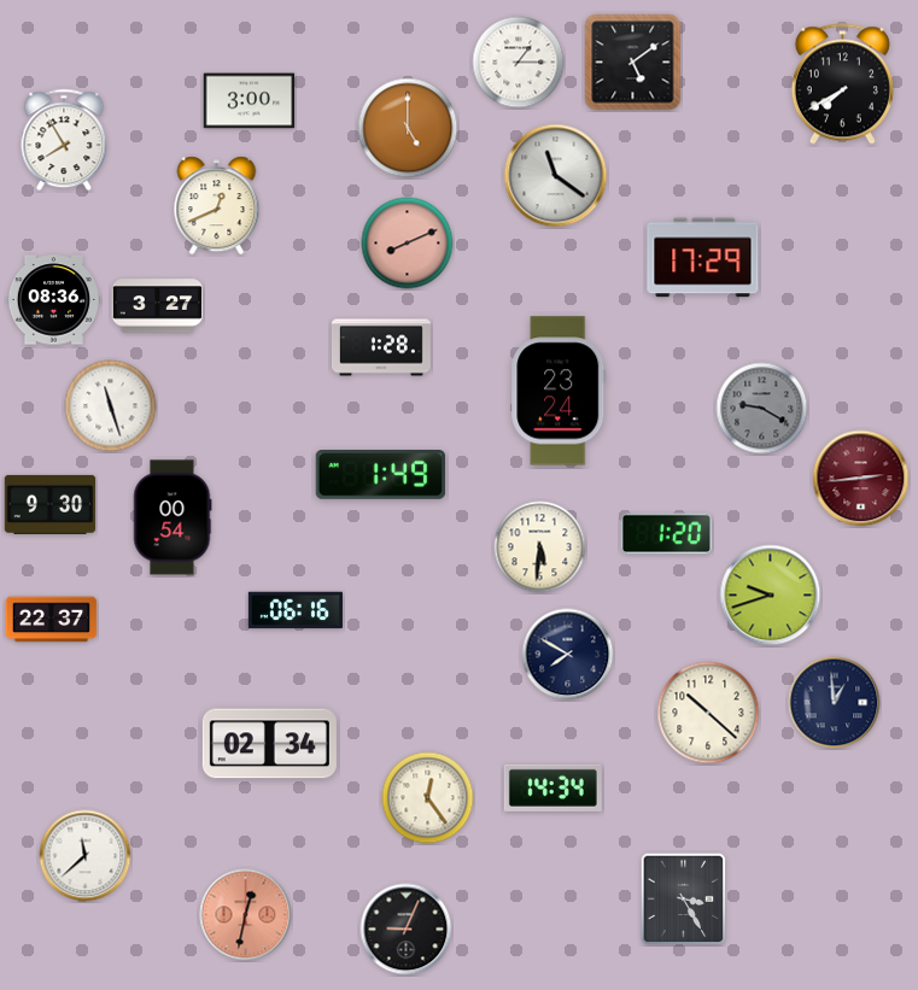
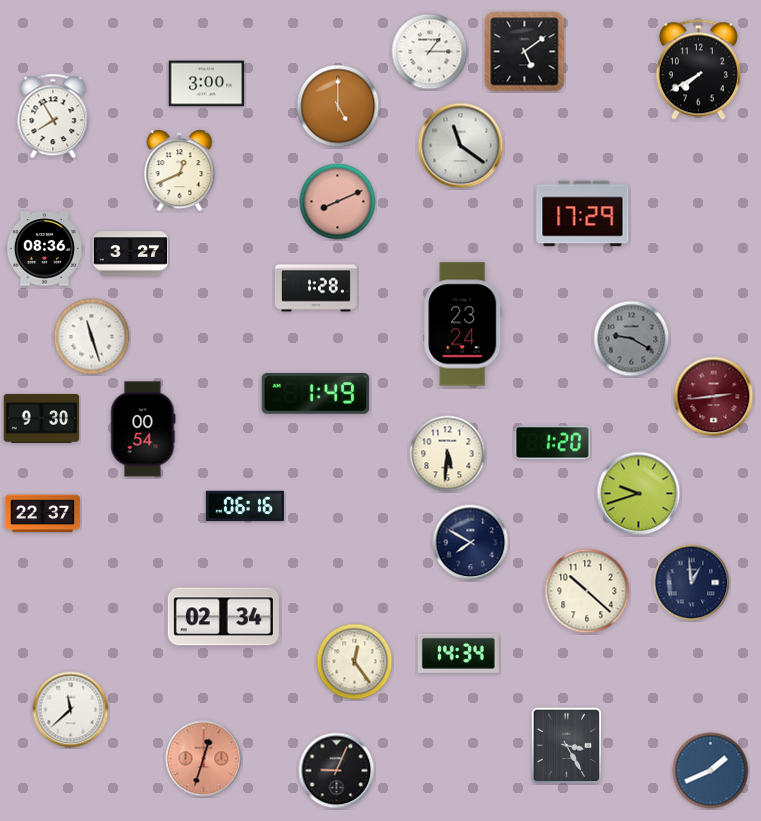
clock at (246, 915): 12:32 -> 12:33
clock at (711, 771): none -> 1:41
